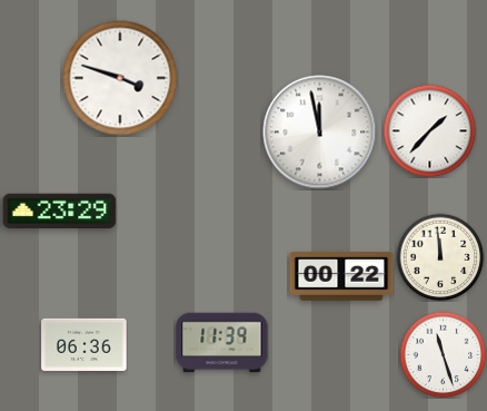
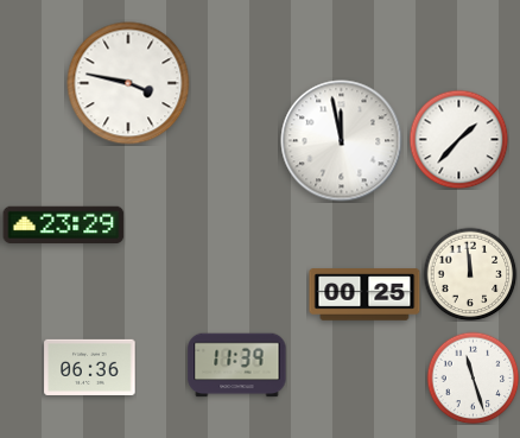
clock at (120, 78): 3:48 -> 3:47
clock at (341, 276): 00:22 -> 00:25
